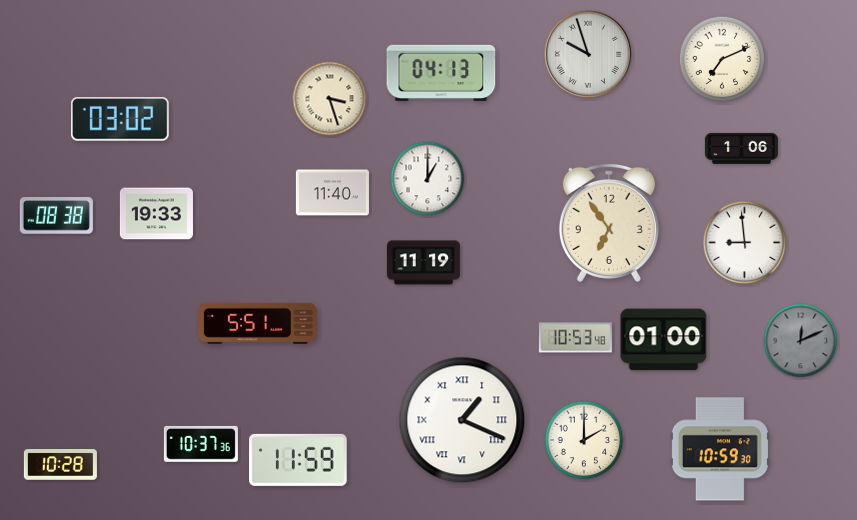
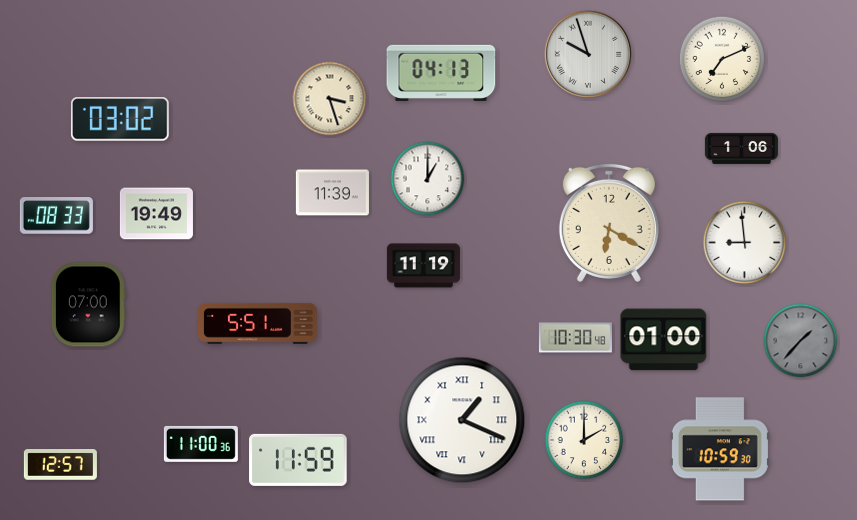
clock at (332, 193): 11:40 -> 11:39
clock at (156, 214): 19:33 -> 19:49
clock at (56, 216): 08:38 -> 08:33
clock at (609, 223): 6:54 -> 6:20
clock at (423, 263) position: (423, 263) -> (423, 266)
clock at (88, 305): none -> 07:00
clock at (575, 338): 10:53 -> 10:30
clock at (801, 341): 12:11 -> 1:37
clock at (201, 444): 10:37 -> 11:00
clock at (60, 465): 10:28 -> 12:57
